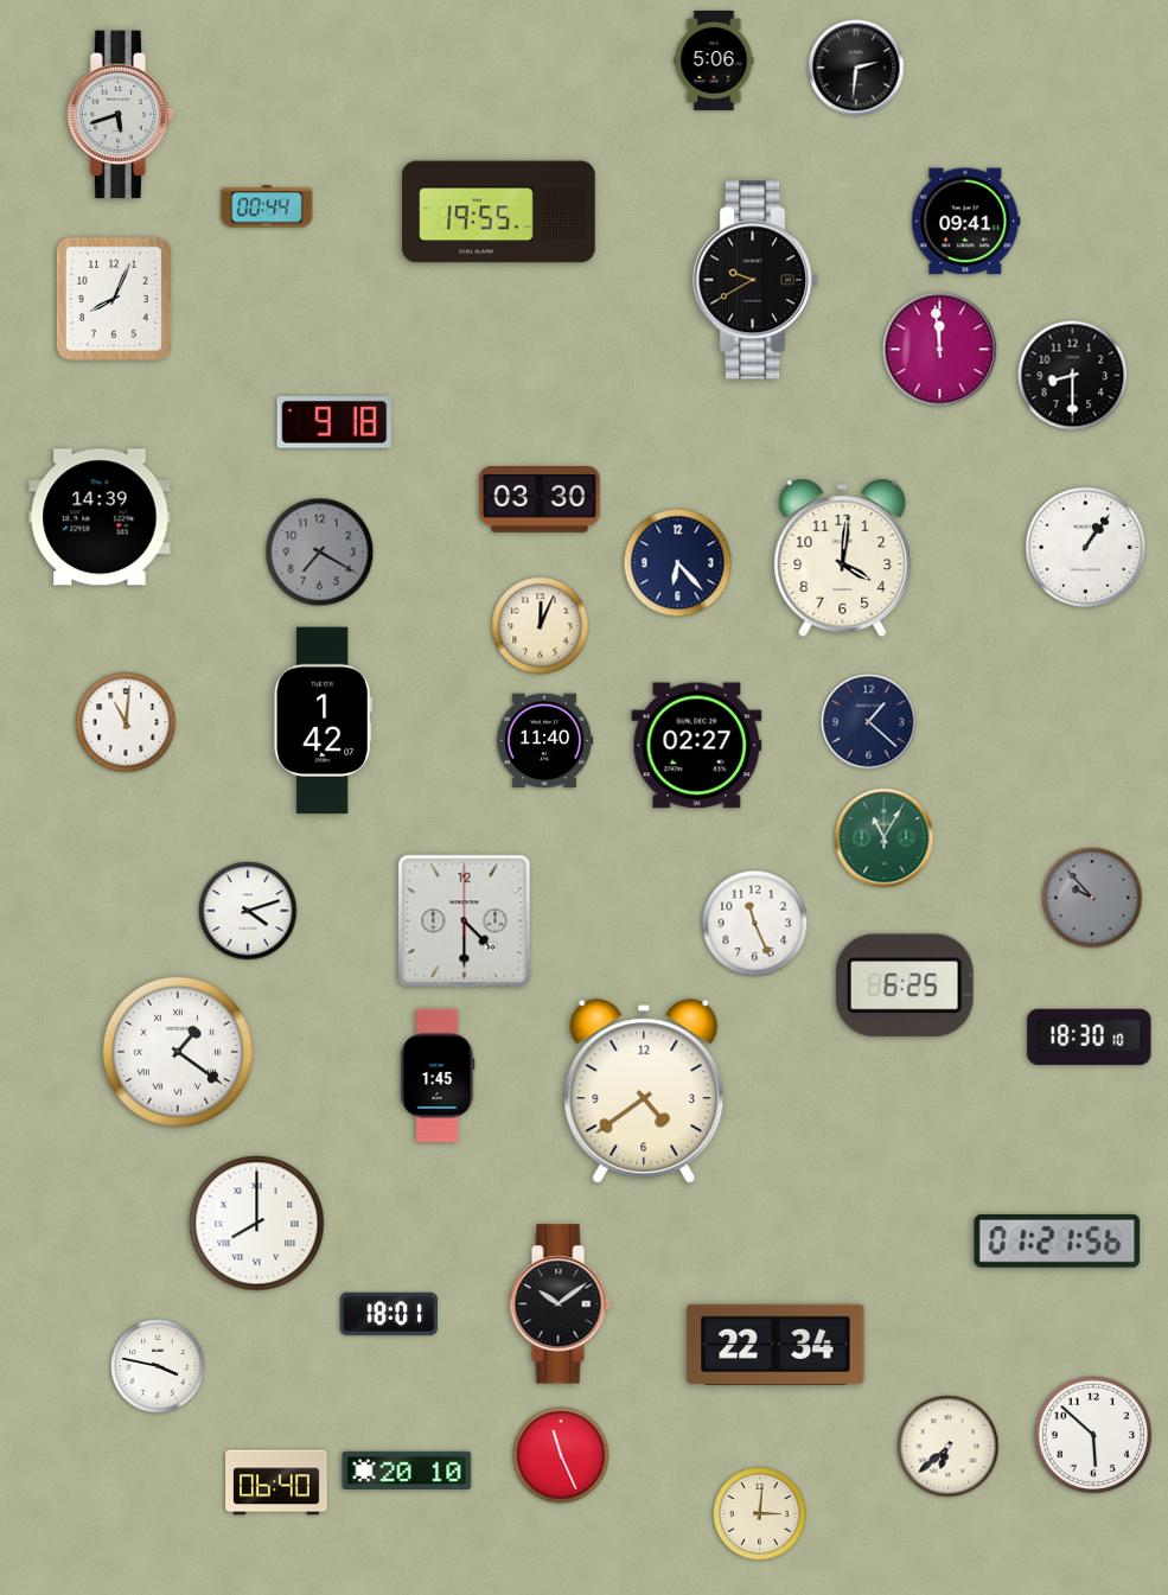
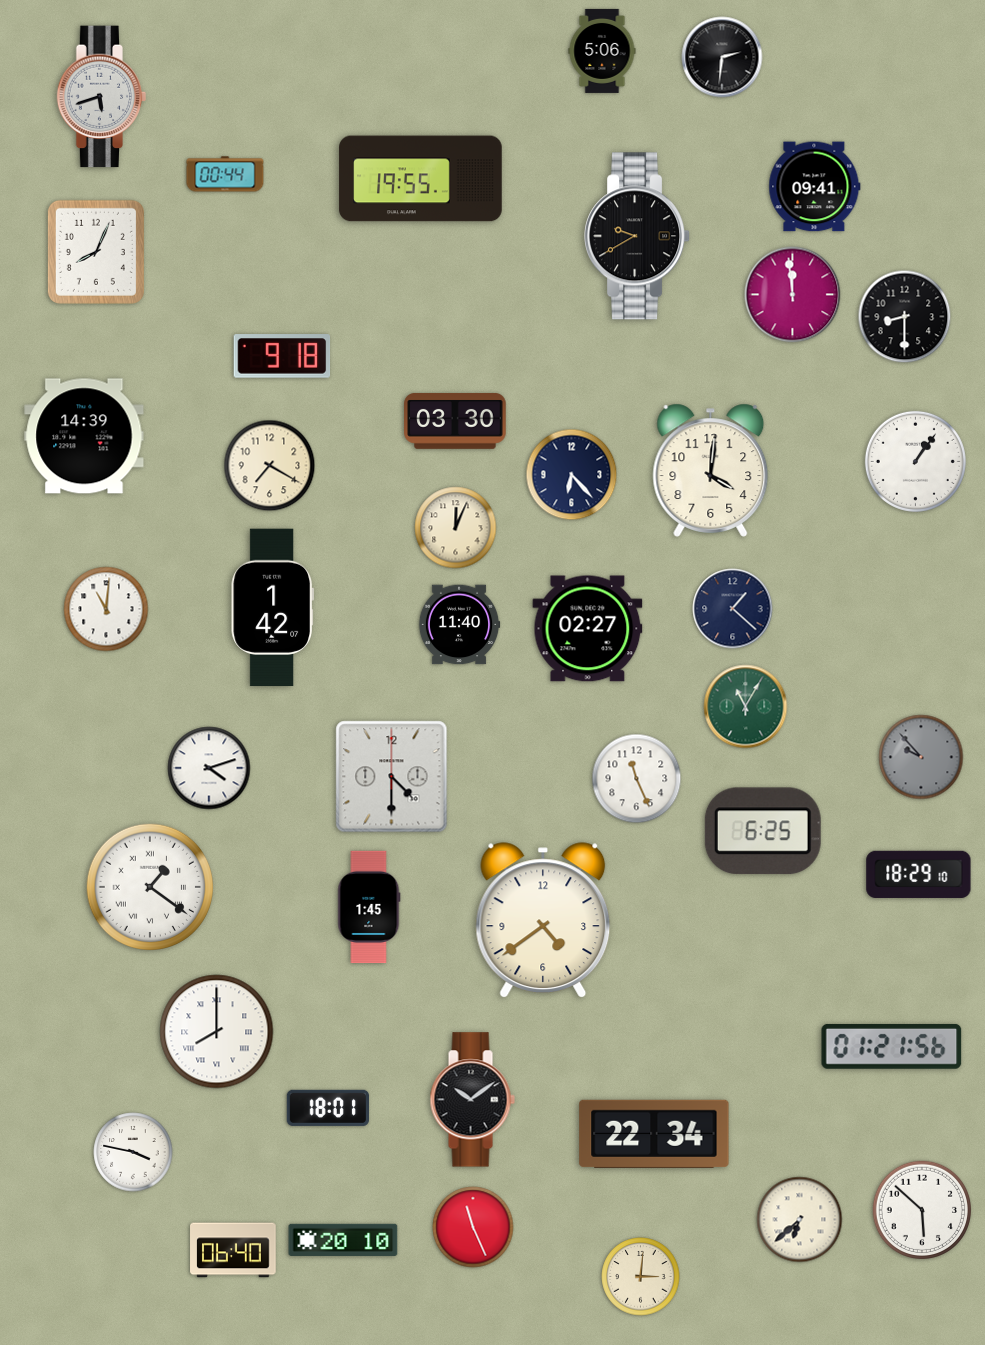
clock at (320, 553) dial: grey -> cream
clock at (1090, 1036): 18:30 -> 18:29
